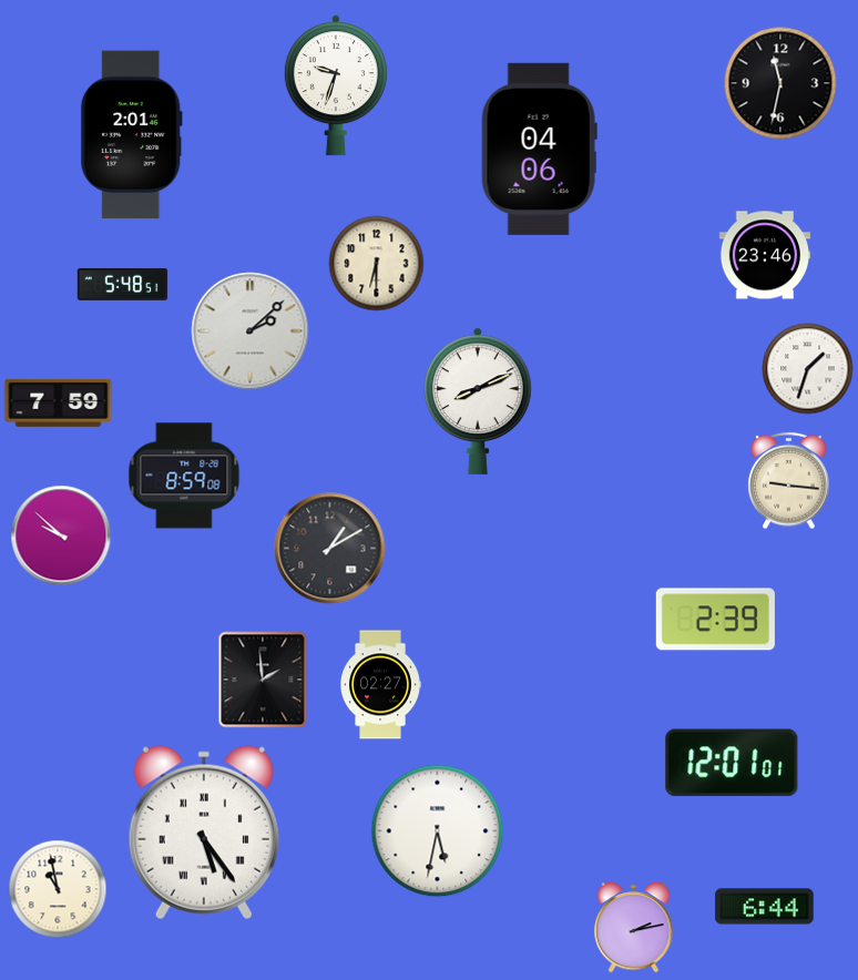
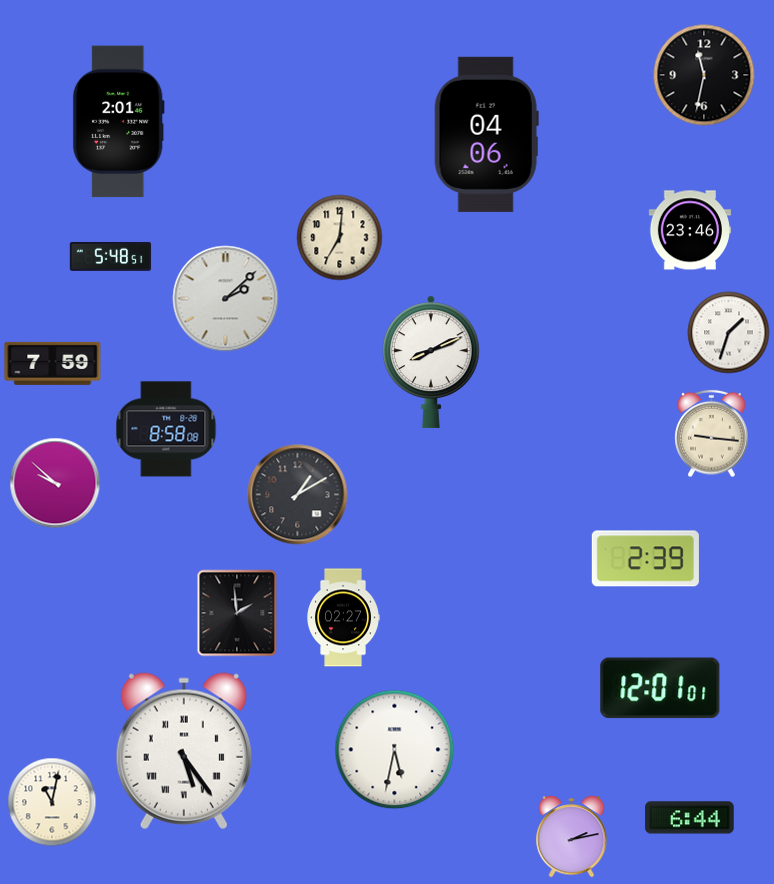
clock at (336, 85): 9:33 -> none
clock at (377, 264): 6:30 -> 7:01
clock at (184, 476): 8:59 -> 8:58
clock at (58, 889): 10:58 -> 11:02
